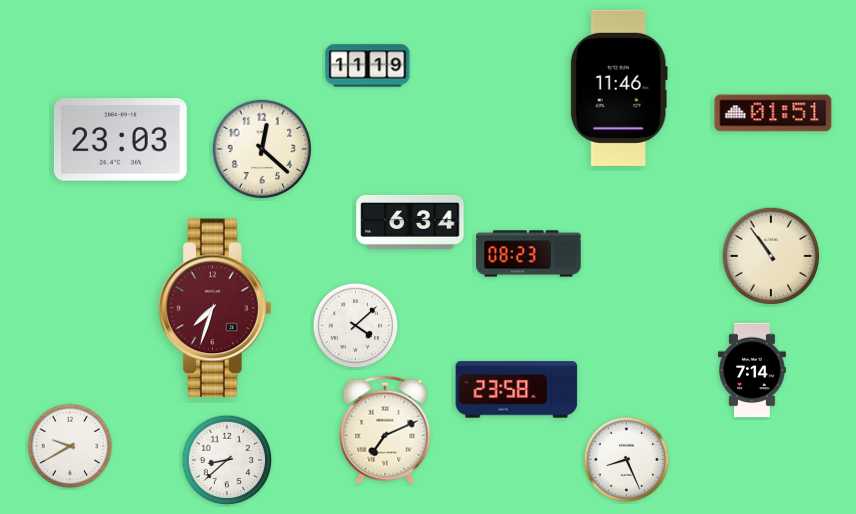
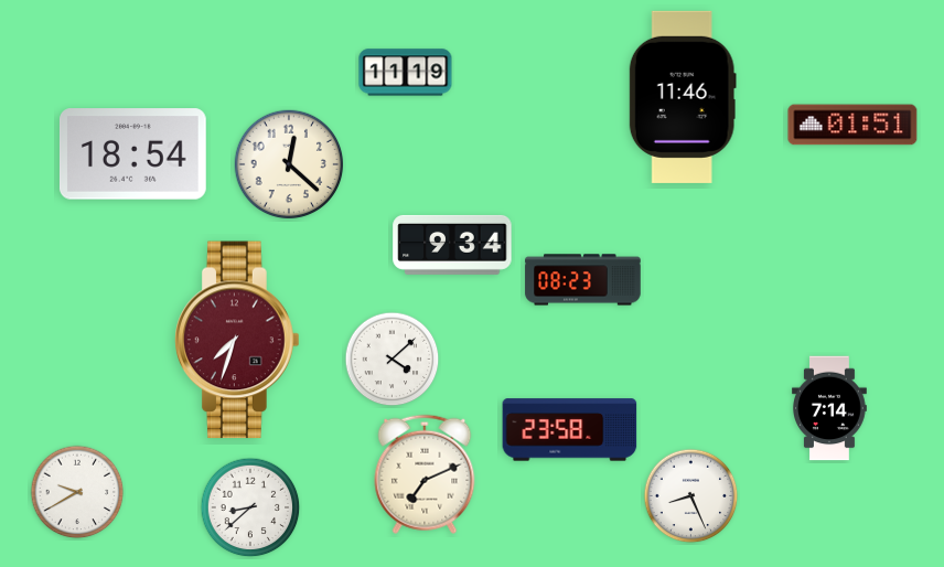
clock at (120, 140): 23:03 -> 18:54
clock at (410, 222): 6:34 -> 9:34
clock at (771, 256): 10:54 -> none
clock at (627, 460) position: (627, 460) -> (691, 496)
